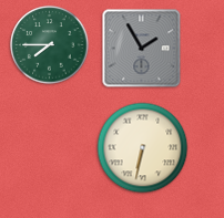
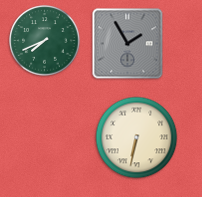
clock at (50, 45): 7:45 -> 7:41
clock at (143, 148) position: (143, 148) -> (137, 138)
